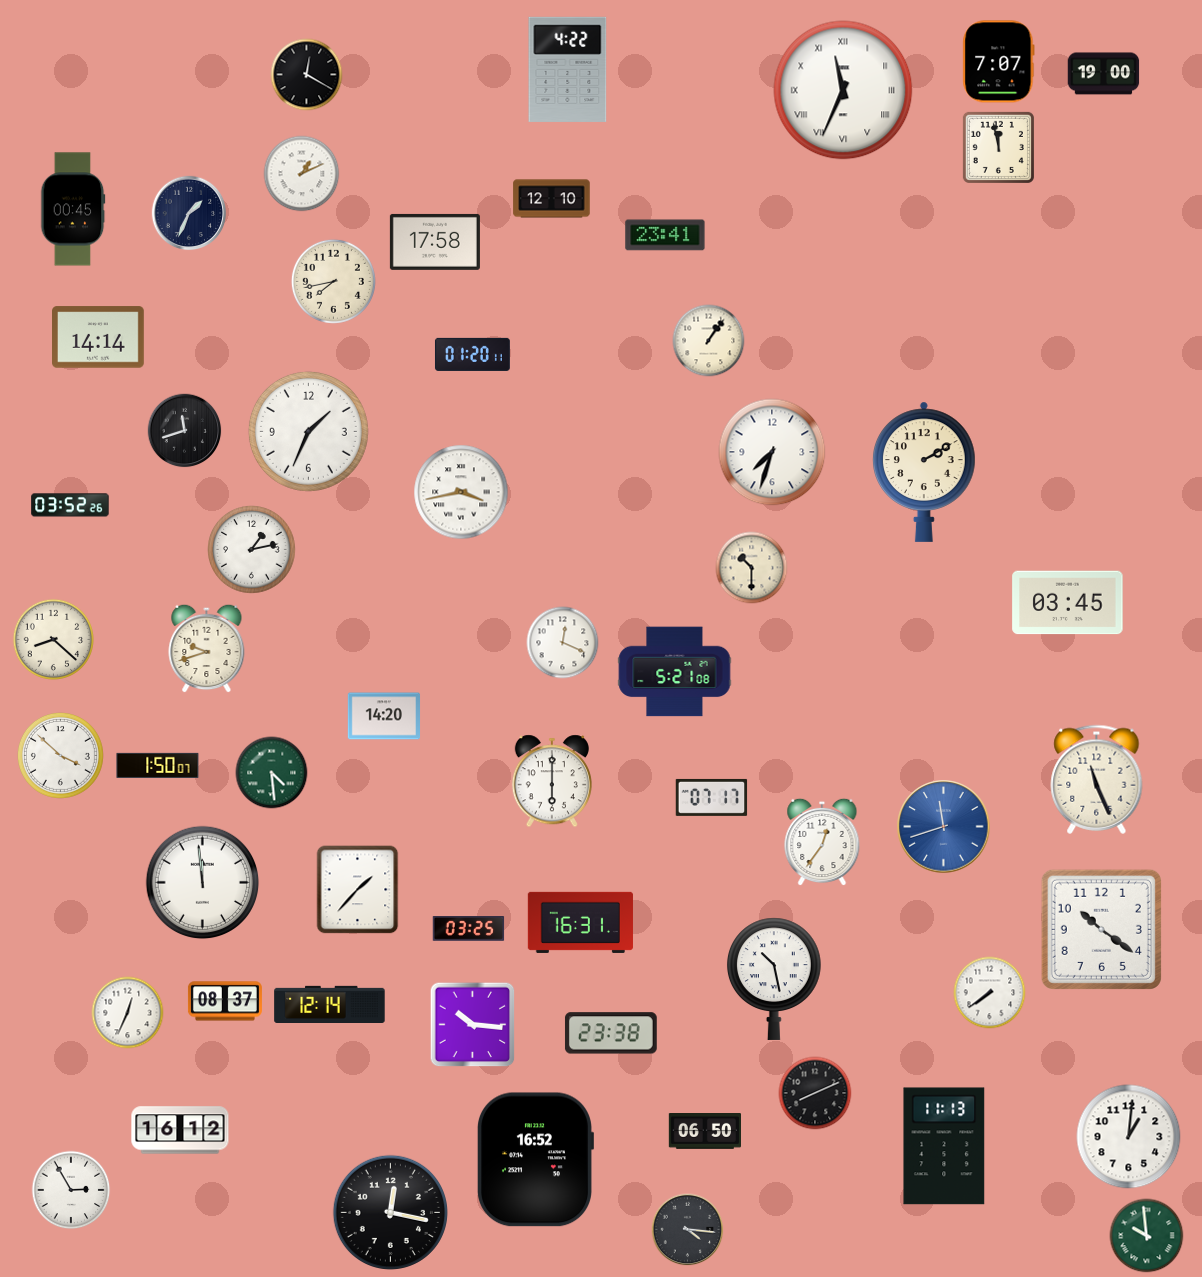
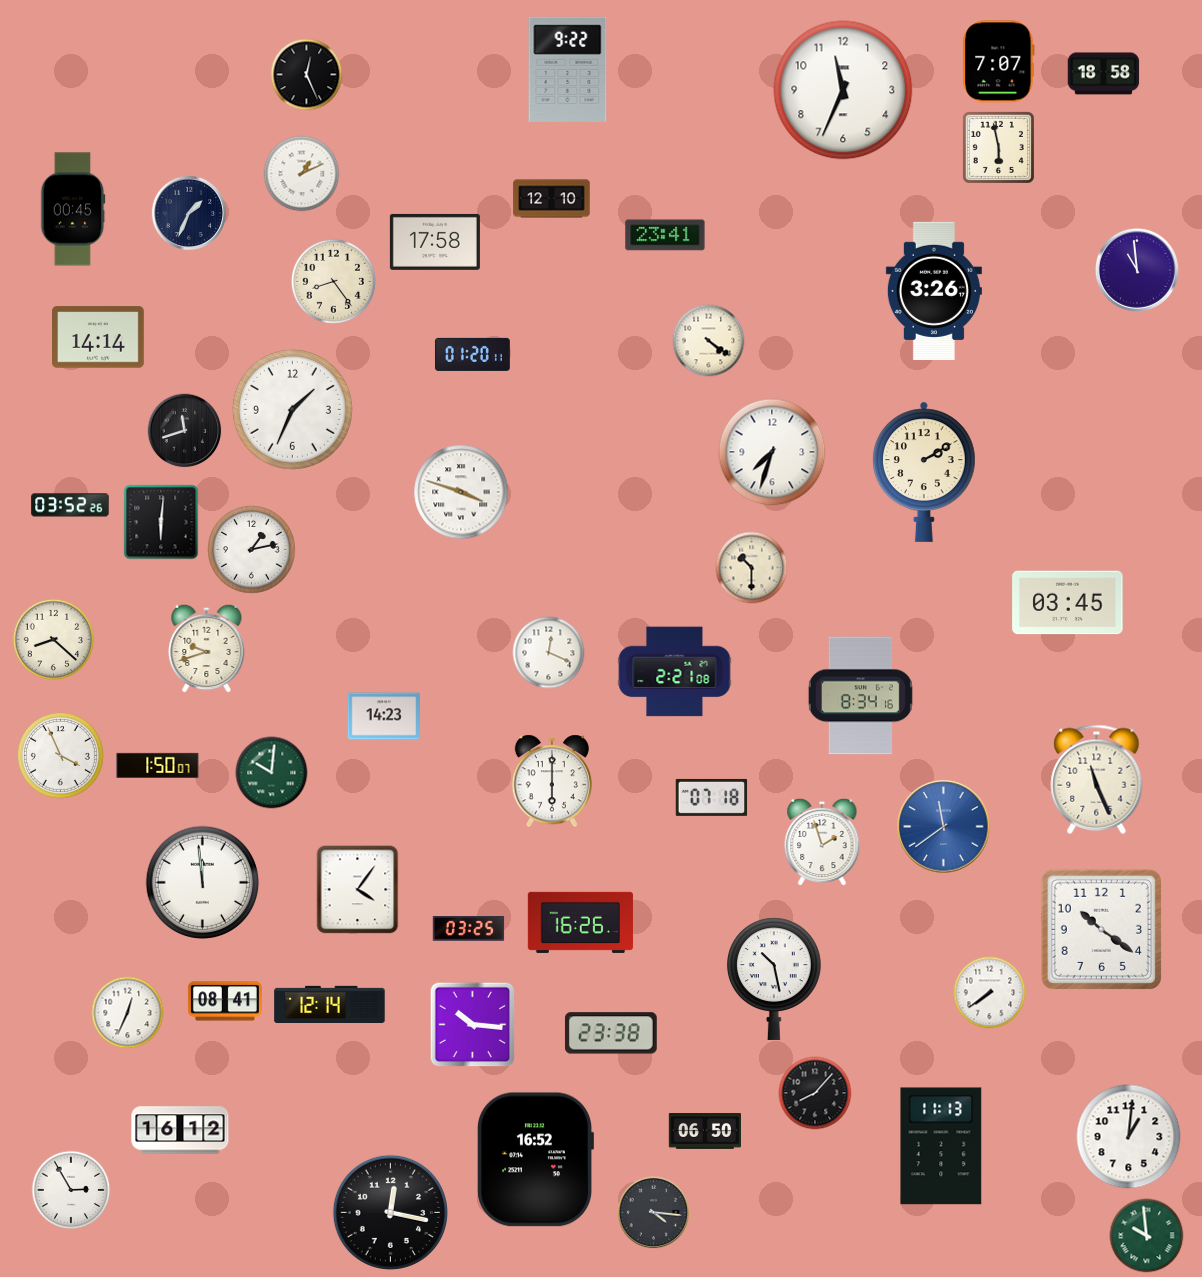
clock at (568, 69): 4:22 -> 9:22
clock at (1104, 74): 19:00 -> 18:58
clock at (307, 75): 12:20 -> 12:26
clock at (843, 90) numerals: Roman -> Arabic
clock at (998, 147): 11:58 -> 5:58
clock at (1137, 270): none -> 10:59
clock at (333, 281): 7:43 -> 8:24
clock at (934, 291): none -> 3:26
clock at (709, 341): 1:06 -> 4:21
clock at (308, 431) position: (308, 431) -> (292, 409)
clock at (461, 492): 3:43 -> 3:48
clock at (161, 522): none -> 6:01
clock at (563, 643) position: (563, 643) -> (549, 653)
clock at (675, 672): 5:21 -> 2:21
clock at (860, 696): none -> 8:34
clock at (384, 716): 14:20 -> 14:23
clock at (60, 755): 3:52 -> 3:56
clock at (272, 773): 4:29 -> 10:01
clock at (712, 797): 07:17 -> 07:18
clock at (944, 827): 11:42 -> 11:39
clock at (822, 842): 12:36 -> 1:57
clock at (358, 890): 1:37 -> 4:06
clock at (580, 922): 16:31 -> 16:26
clock at (225, 1001): 08:37 -> 08:41
clock at (815, 1093): 8:11 -> 8:07
clock at (944, 1146) position: (944, 1146) -> (941, 1146)
clock at (688, 1230) position: (688, 1230) -> (654, 1213)
